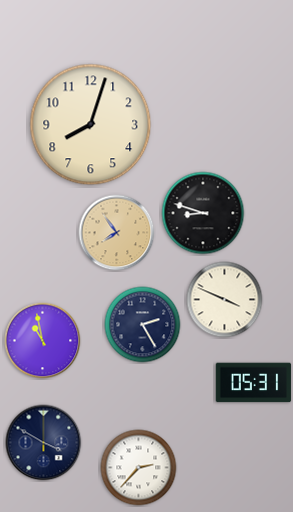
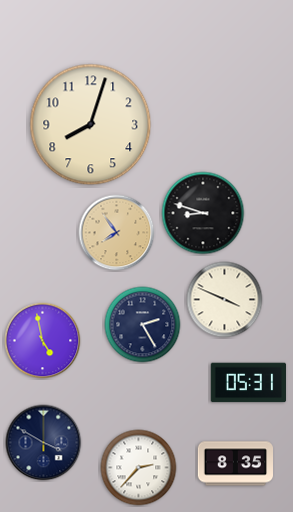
clock at (43, 341): 10:58 -> 4:58
clock at (254, 383) position: (254, 383) -> (249, 383)
clock at (236, 464): none -> 8:35
